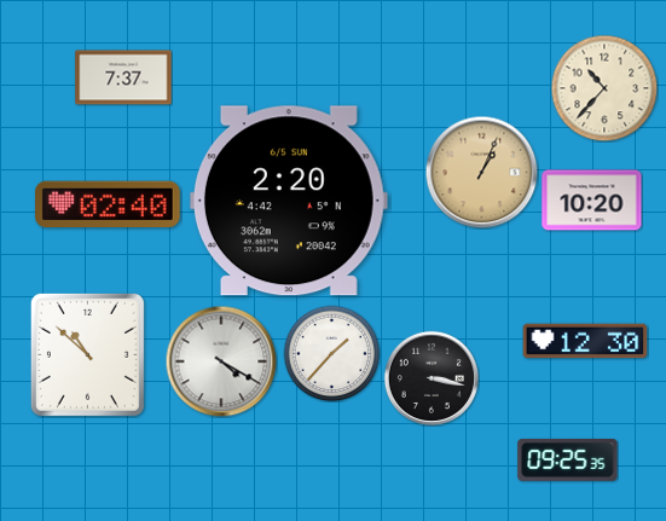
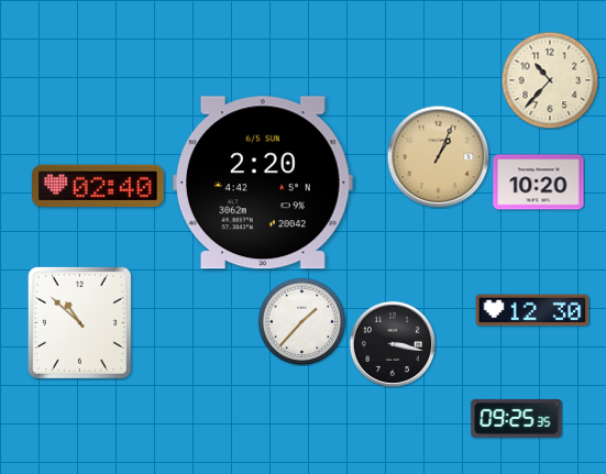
clock at (123, 77): 7:37 -> none
clock at (221, 361): 4:20 -> none
